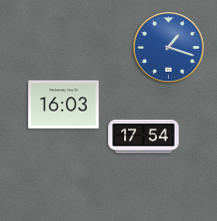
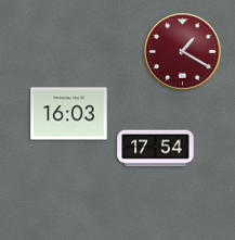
clock at (169, 48): 1:18 -> 1:20
clock at (169, 48) dial: blue -> burgundy
